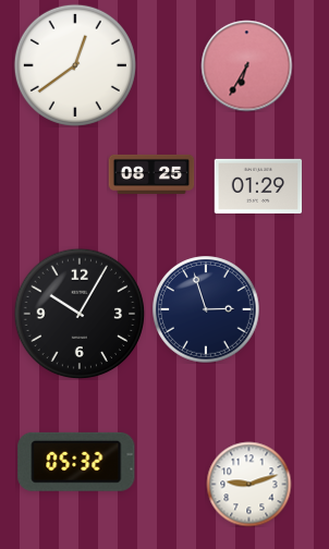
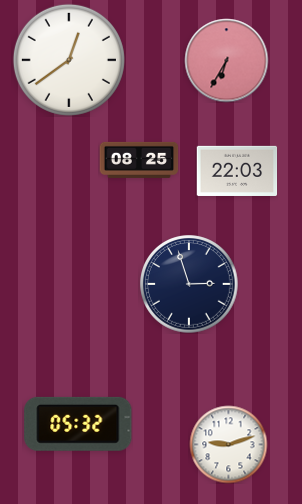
clock at (258, 186): 01:29 -> 22:03
clock at (80, 314): 10:05 -> none
clock at (76, 462) position: (76, 462) -> (78, 424)
